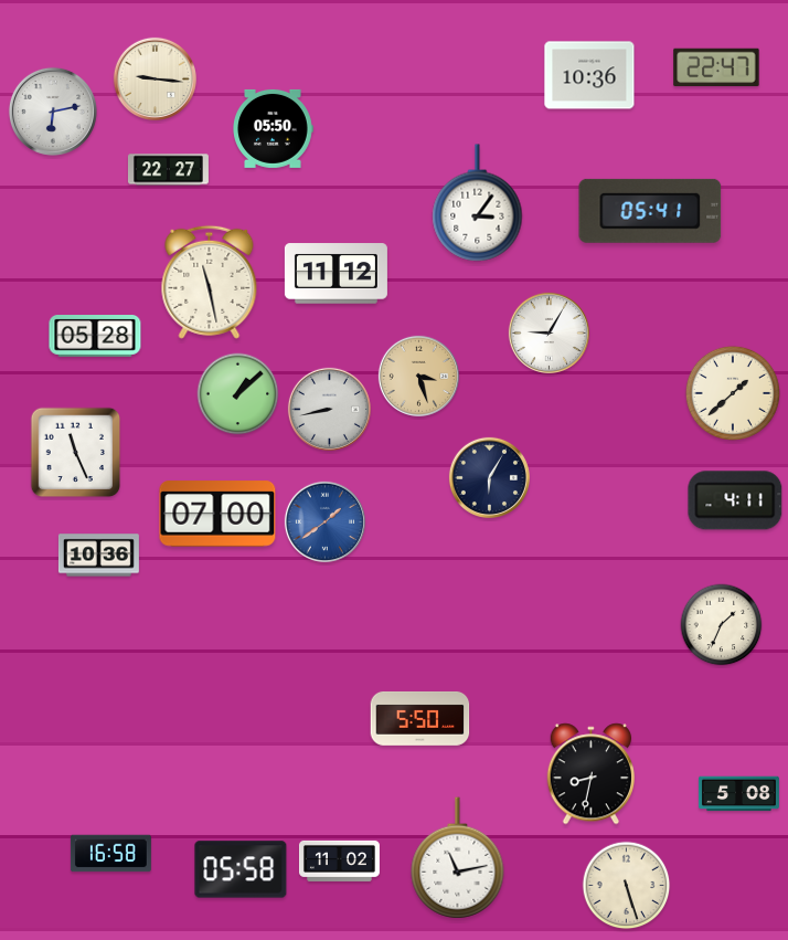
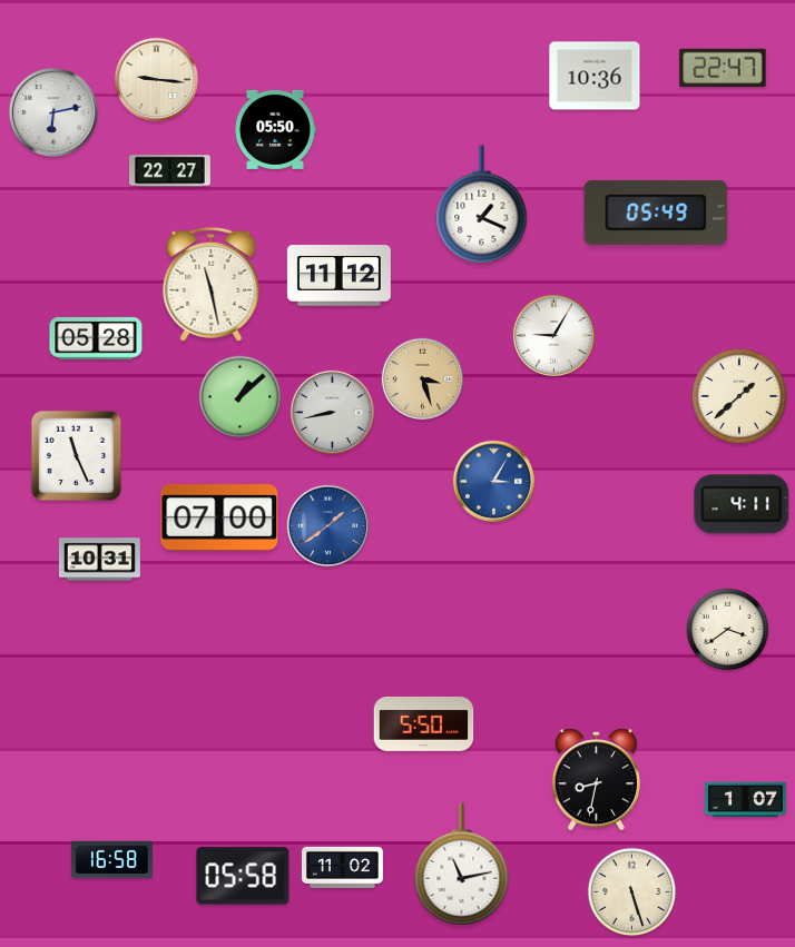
clock at (478, 203): 3:06 -> 1:19
clock at (650, 211): 05:41 -> 05:49
clock at (489, 477): 6:05 -> 3:05
clock at (489, 477) dial: navy -> blue
clock at (98, 556): 10:36 -> 10:31
clock at (722, 625): 1:34 -> 3:39
clock at (738, 794): 5:08 -> 1:07
